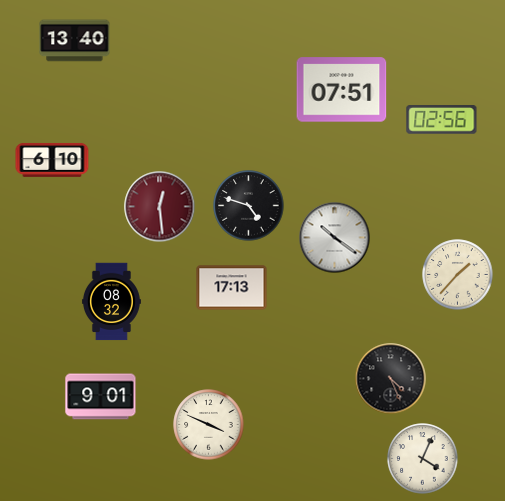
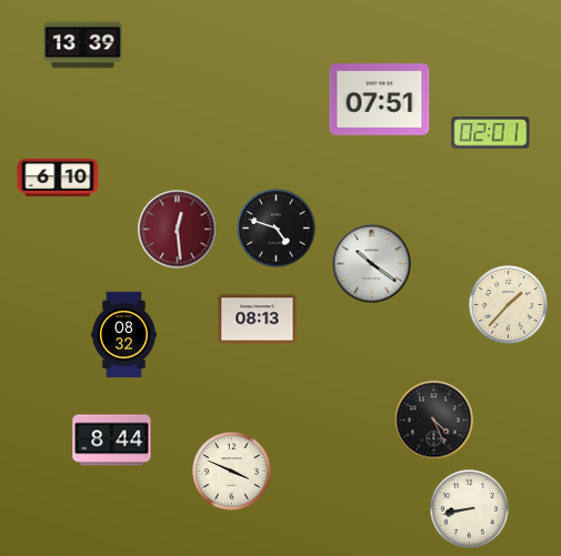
clock at (75, 41): 13:40 -> 13:39
clock at (442, 120): 02:56 -> 02:01
clock at (232, 288): 17:13 -> 08:13
clock at (101, 397): 9:01 -> 8:44
clock at (423, 459): 4:04 -> 8:43
